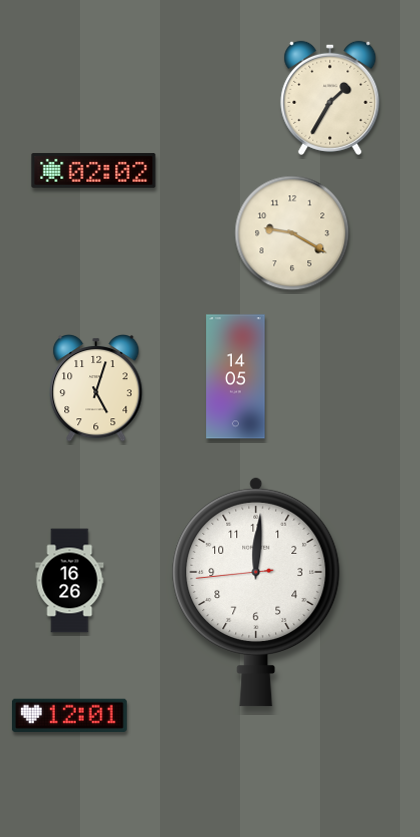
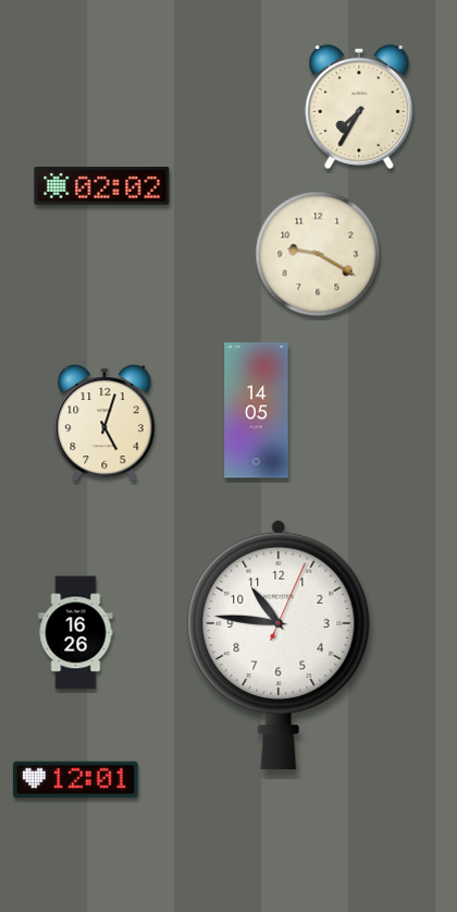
clock at (330, 98): 1:35 -> 7:35
clock at (256, 592): 12:00 -> 10:46
